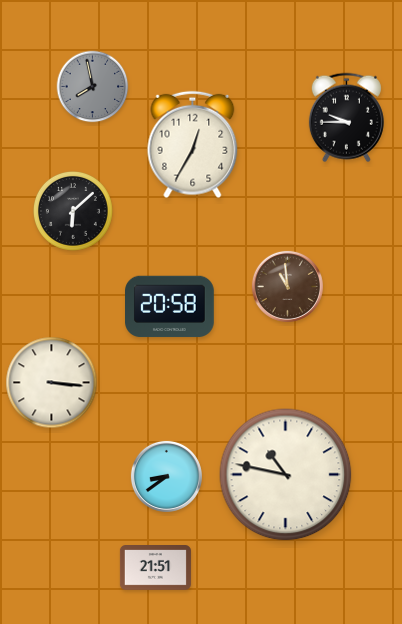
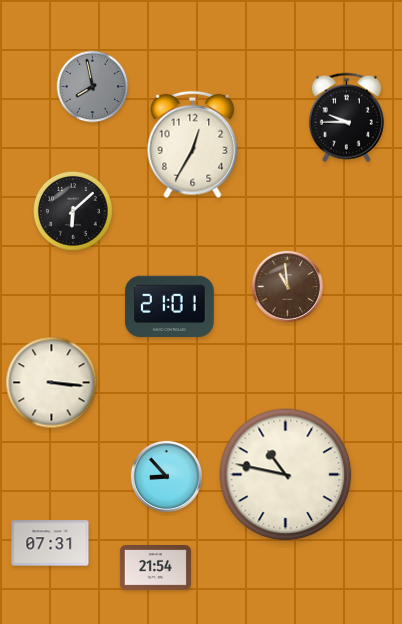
clock at (170, 307): 20:58 -> 21:01
clock at (166, 476): 8:39 -> 8:53
clock at (50, 543): none -> 07:31
clock at (155, 568): 21:51 -> 21:54
